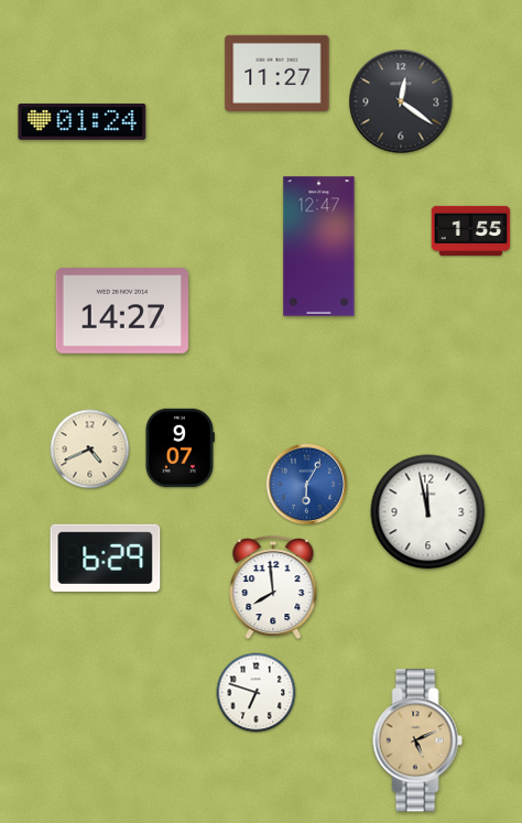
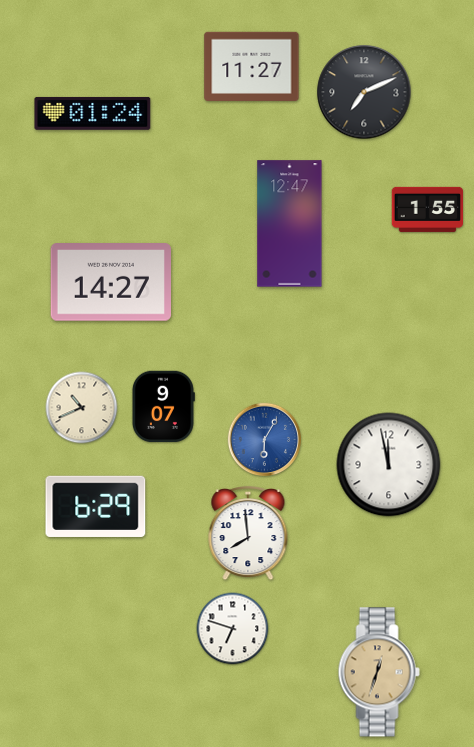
clock at (401, 101): 12:21 -> 7:11
clock at (83, 121) position: (83, 121) -> (93, 113)
clock at (90, 450): 4:41 -> 10:41
clock at (307, 485) position: (307, 485) -> (265, 440)
clock at (417, 740): 5:11 -> 12:33
